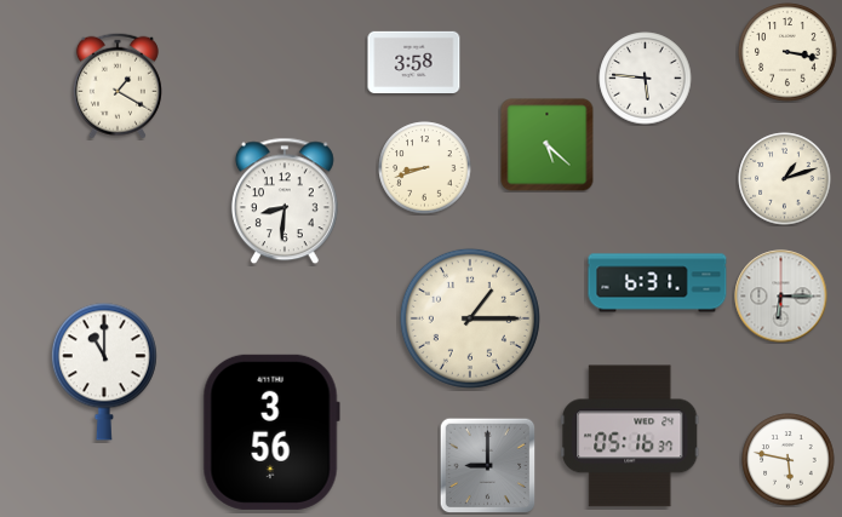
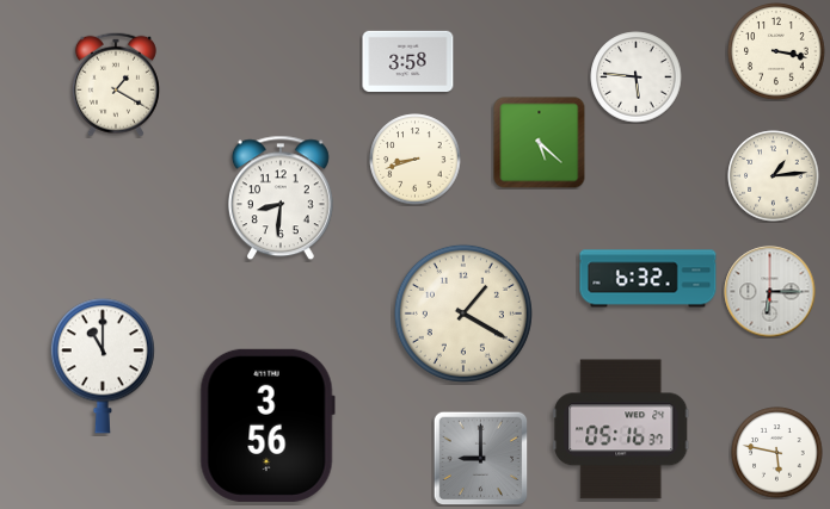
clock at (425, 168) position: (425, 168) -> (416, 160)
clock at (785, 179): 1:12 -> 1:14
clock at (658, 283): 6:31 -> 6:32
clock at (470, 318): 1:15 -> 1:20
